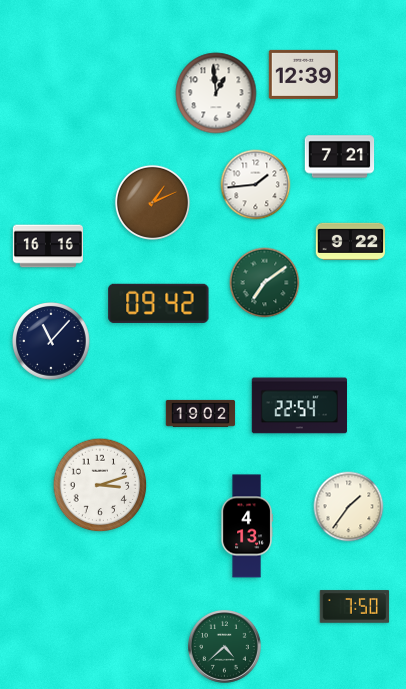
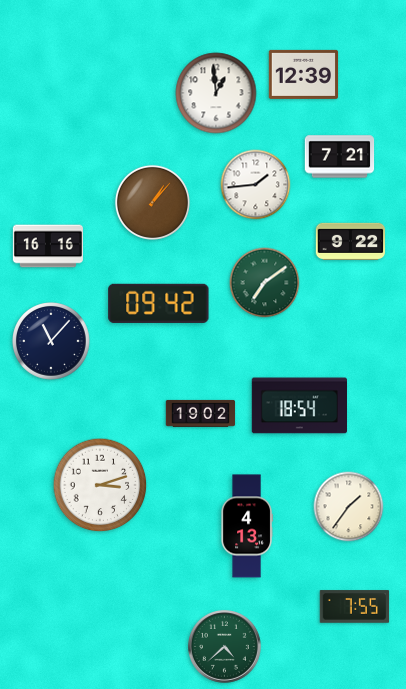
clock at (152, 202): 1:11 -> 1:07
clock at (299, 406): 22:54 -> 18:54
clock at (355, 607): 7:50 -> 7:55
